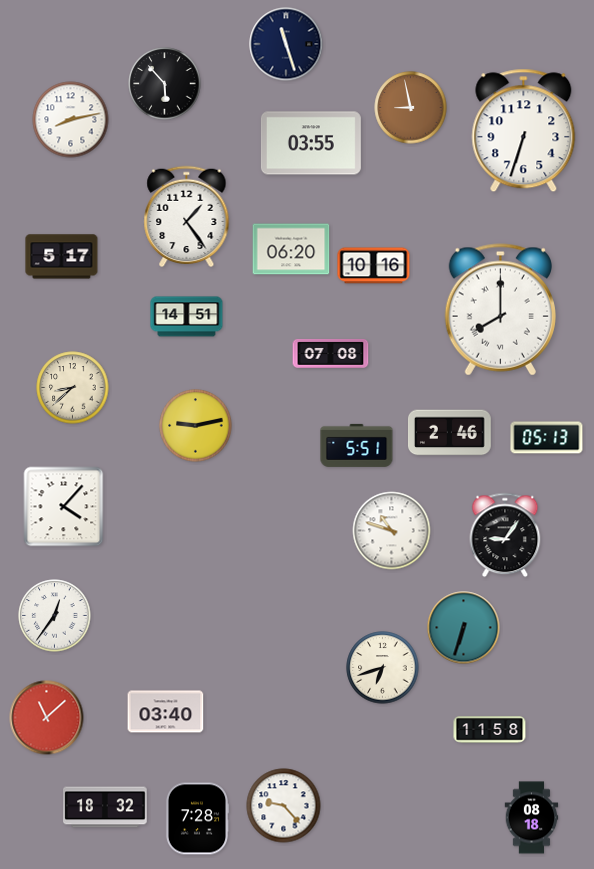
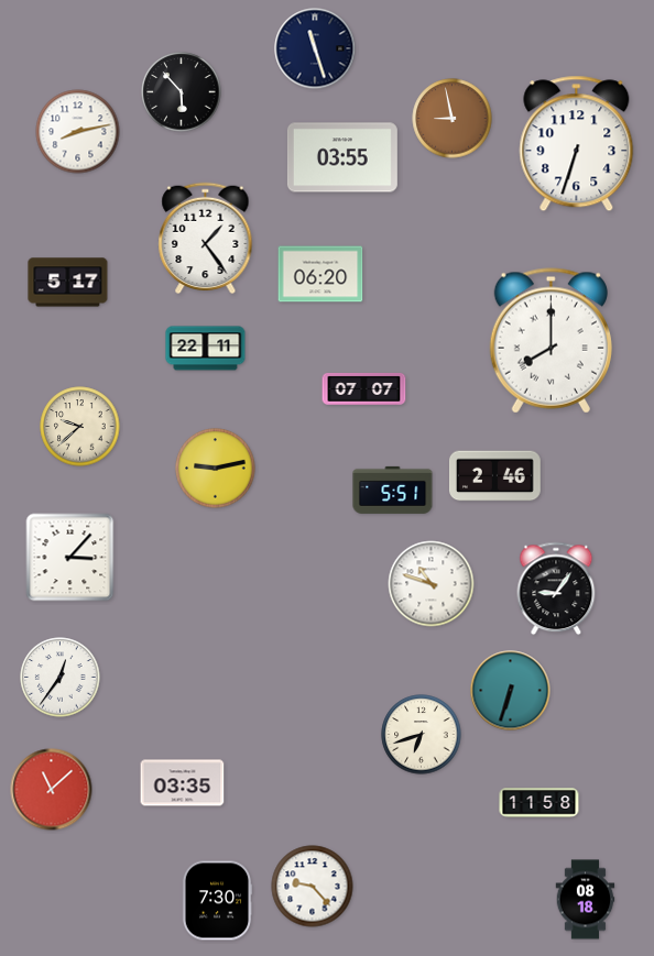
clock at (374, 266): 10:16 -> none
clock at (187, 317): 14:51 -> 22:11
clock at (331, 354): 07:08 -> 07:07
clock at (73, 388): 8:38 -> 9:38
clock at (547, 438): 05:13 -> none
clock at (64, 507): 4:07 -> 3:07
clock at (166, 712): 03:40 -> 03:35
clock at (105, 807): 18:32 -> none
clock at (197, 819): 7:28 -> 7:30
